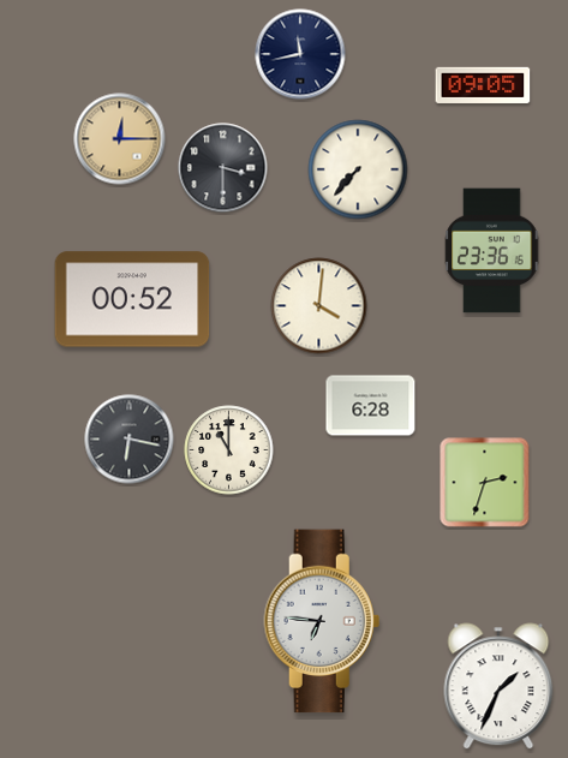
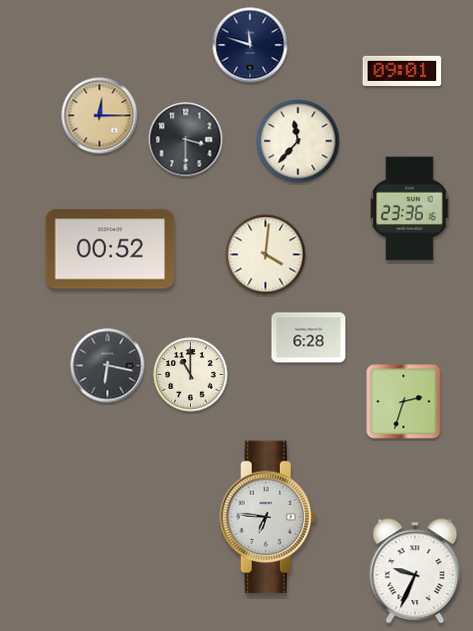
clock at (300, 54): 11:43 -> 11:48
clock at (483, 85): 09:05 -> 09:01
clock at (358, 169): 7:37 -> 11:37
clock at (498, 686): 1:34 -> 9:34
